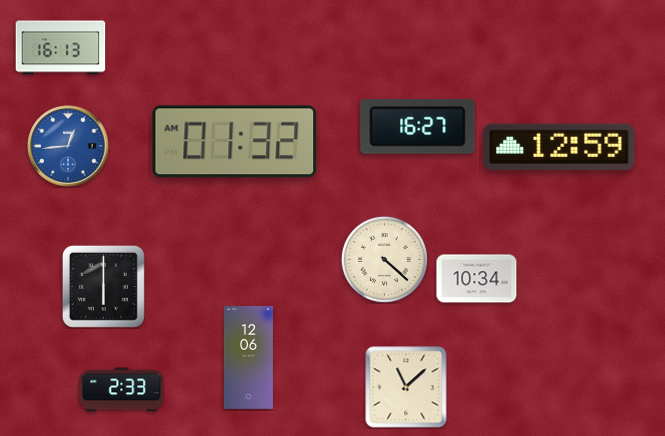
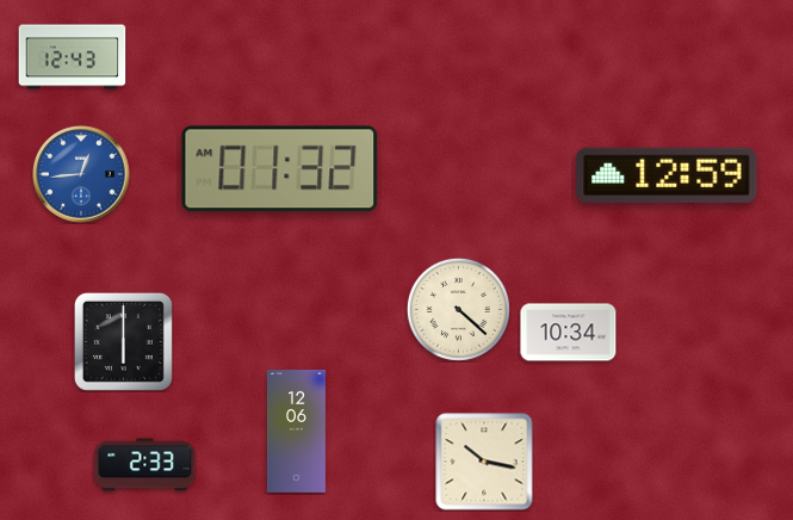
clock at (61, 48): 16:13 -> 12:43
clock at (418, 126): 16:27 -> none
clock at (248, 358) position: (248, 358) -> (296, 432)
clock at (406, 387): 11:08 -> 10:17
